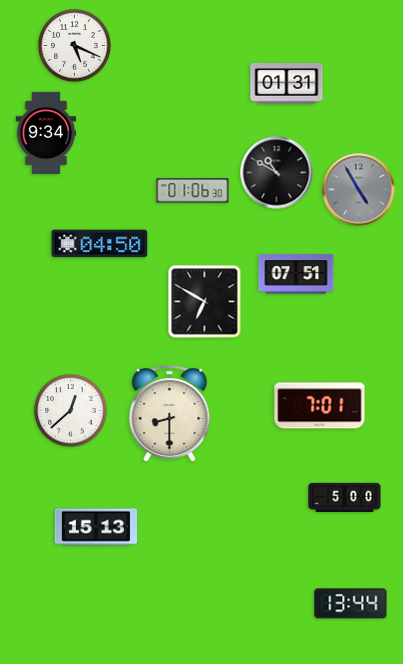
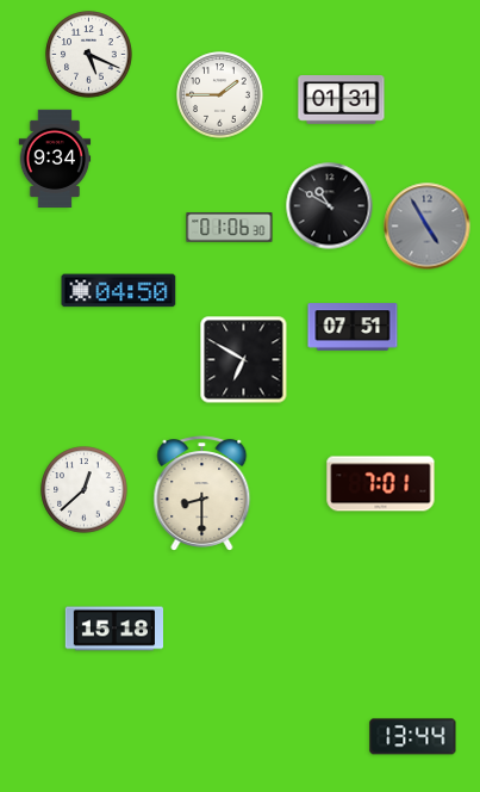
clock at (220, 95): none -> 1:45
clock at (345, 498): 5:00 -> none
clock at (95, 527): 15:13 -> 15:18
clock at (351, 604) position: (351, 604) -> (413, 737)
